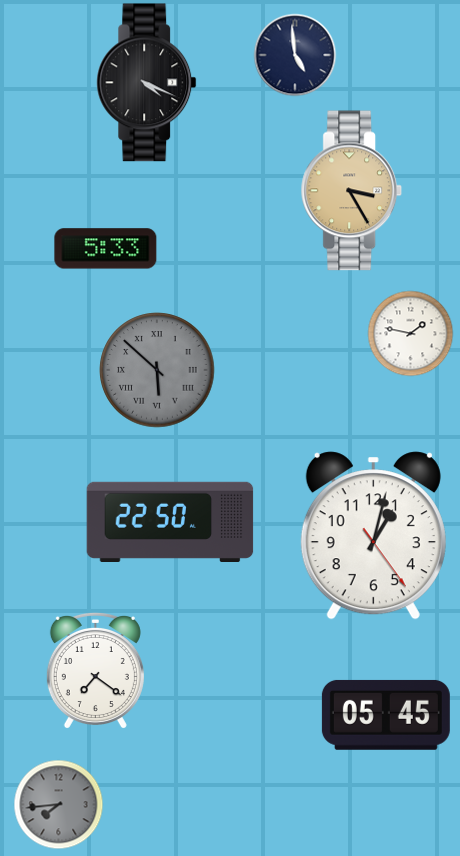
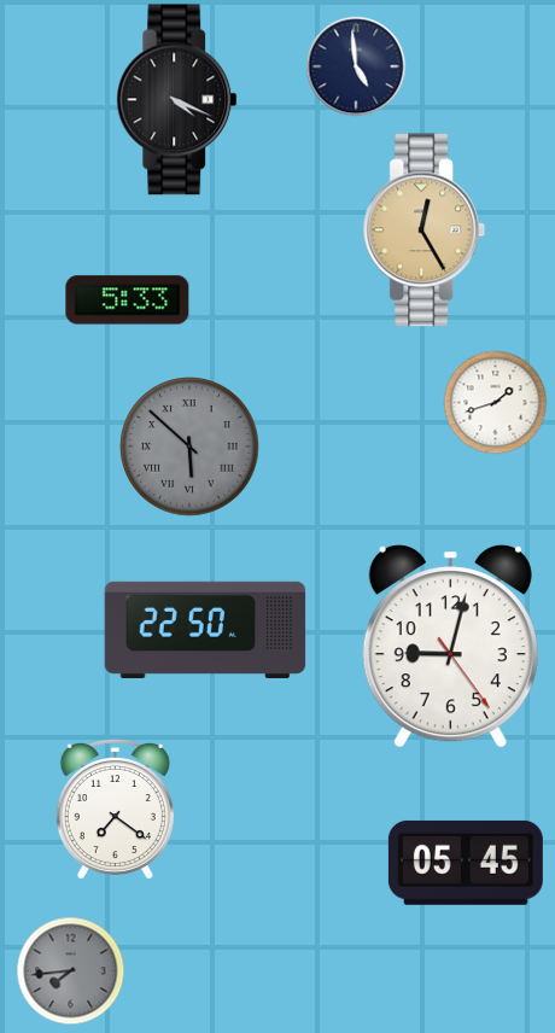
clock at (352, 191): 3:25 -> 12:25
clock at (410, 333): 1:47 -> 1:42
clock at (373, 536): 1:02 -> 9:02
